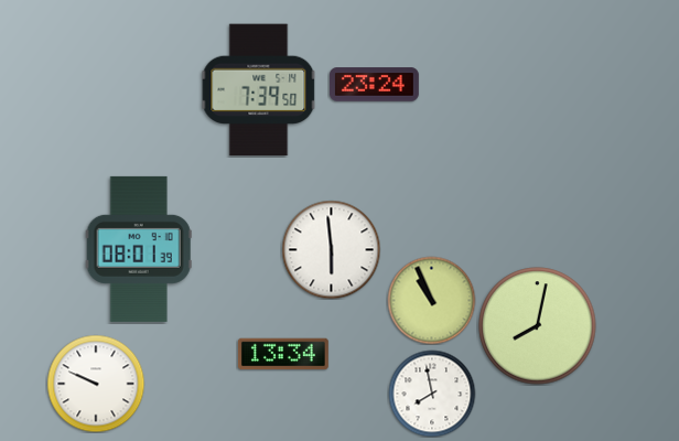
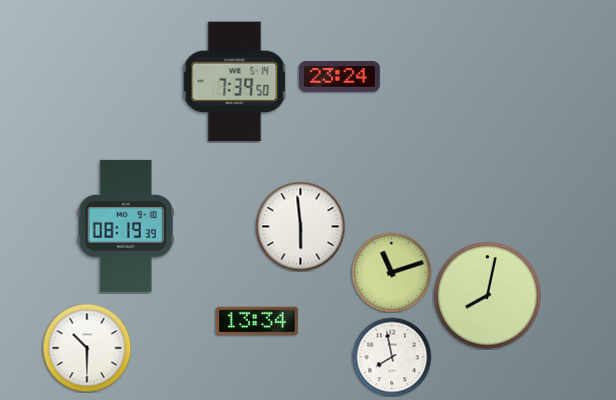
clock at (139, 249): 08:01 -> 08:19
clock at (431, 300): 10:56 -> 11:12
clock at (96, 384): 9:49 -> 10:30
